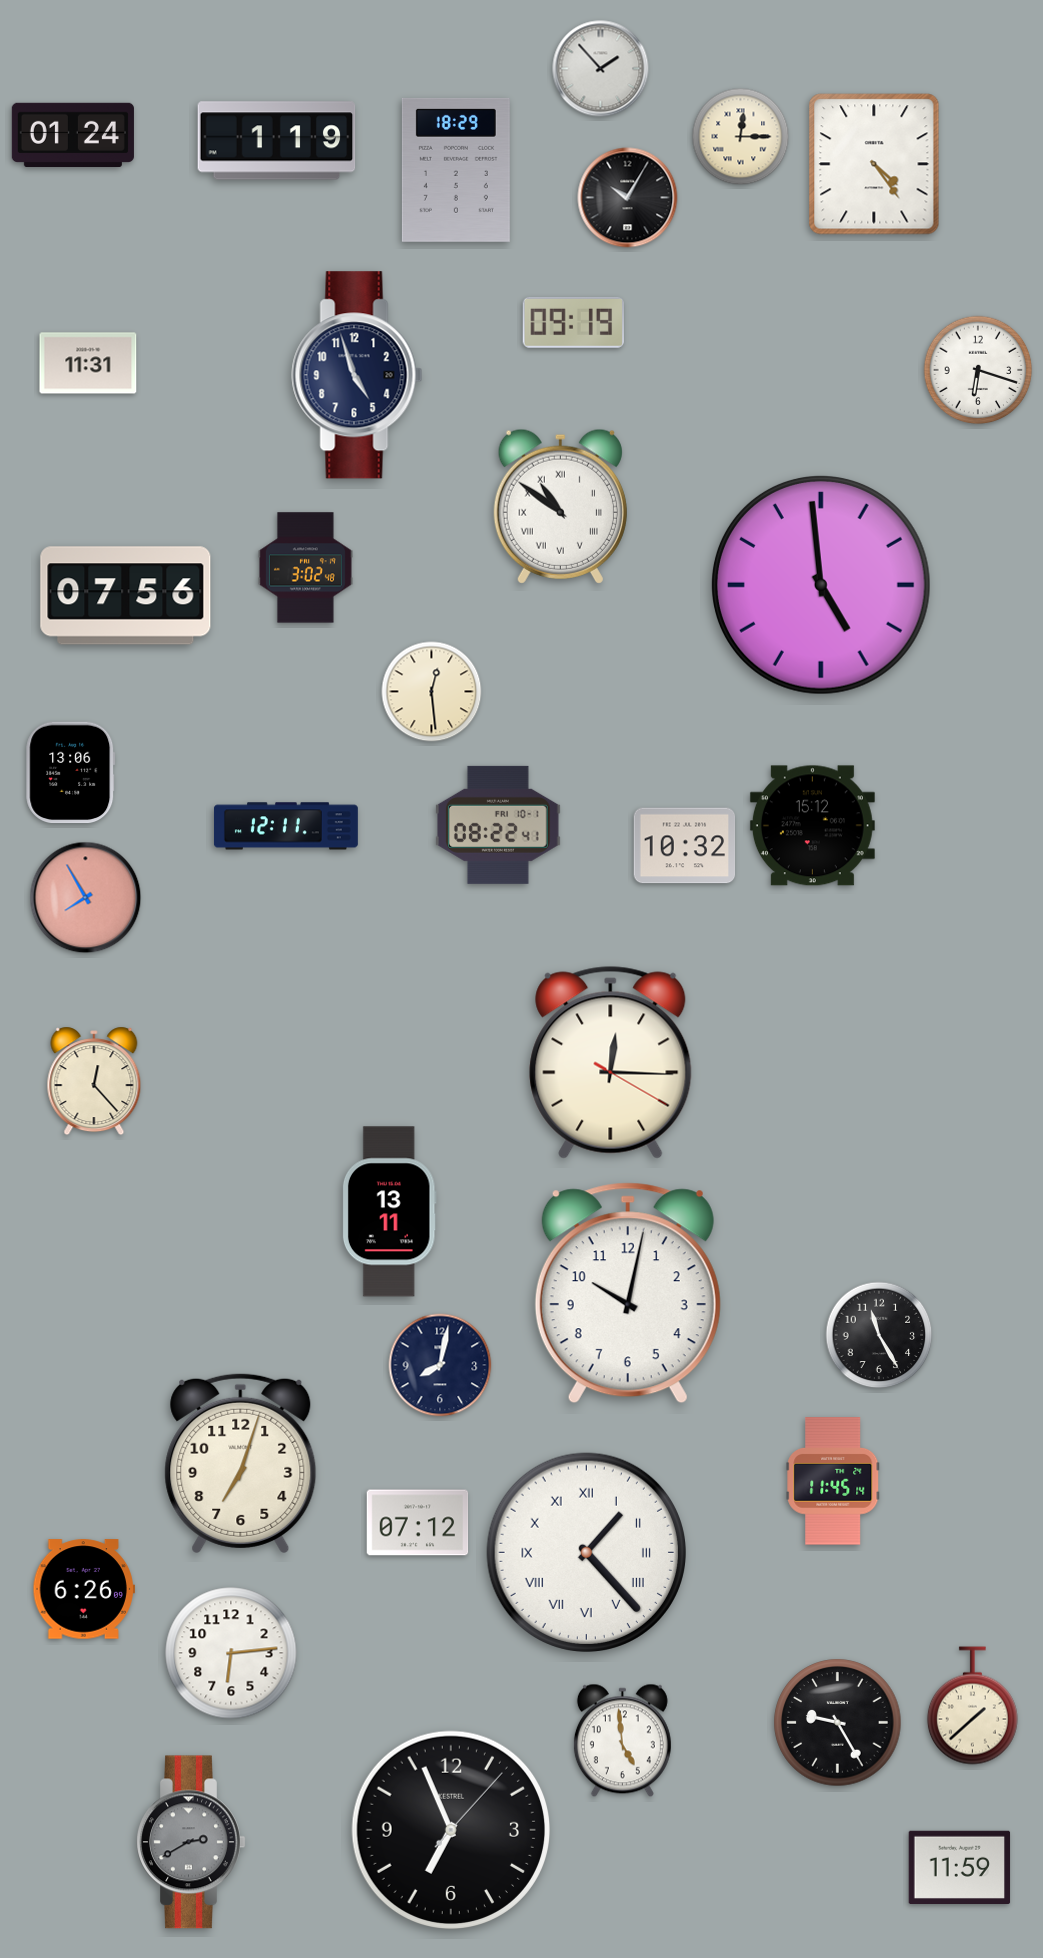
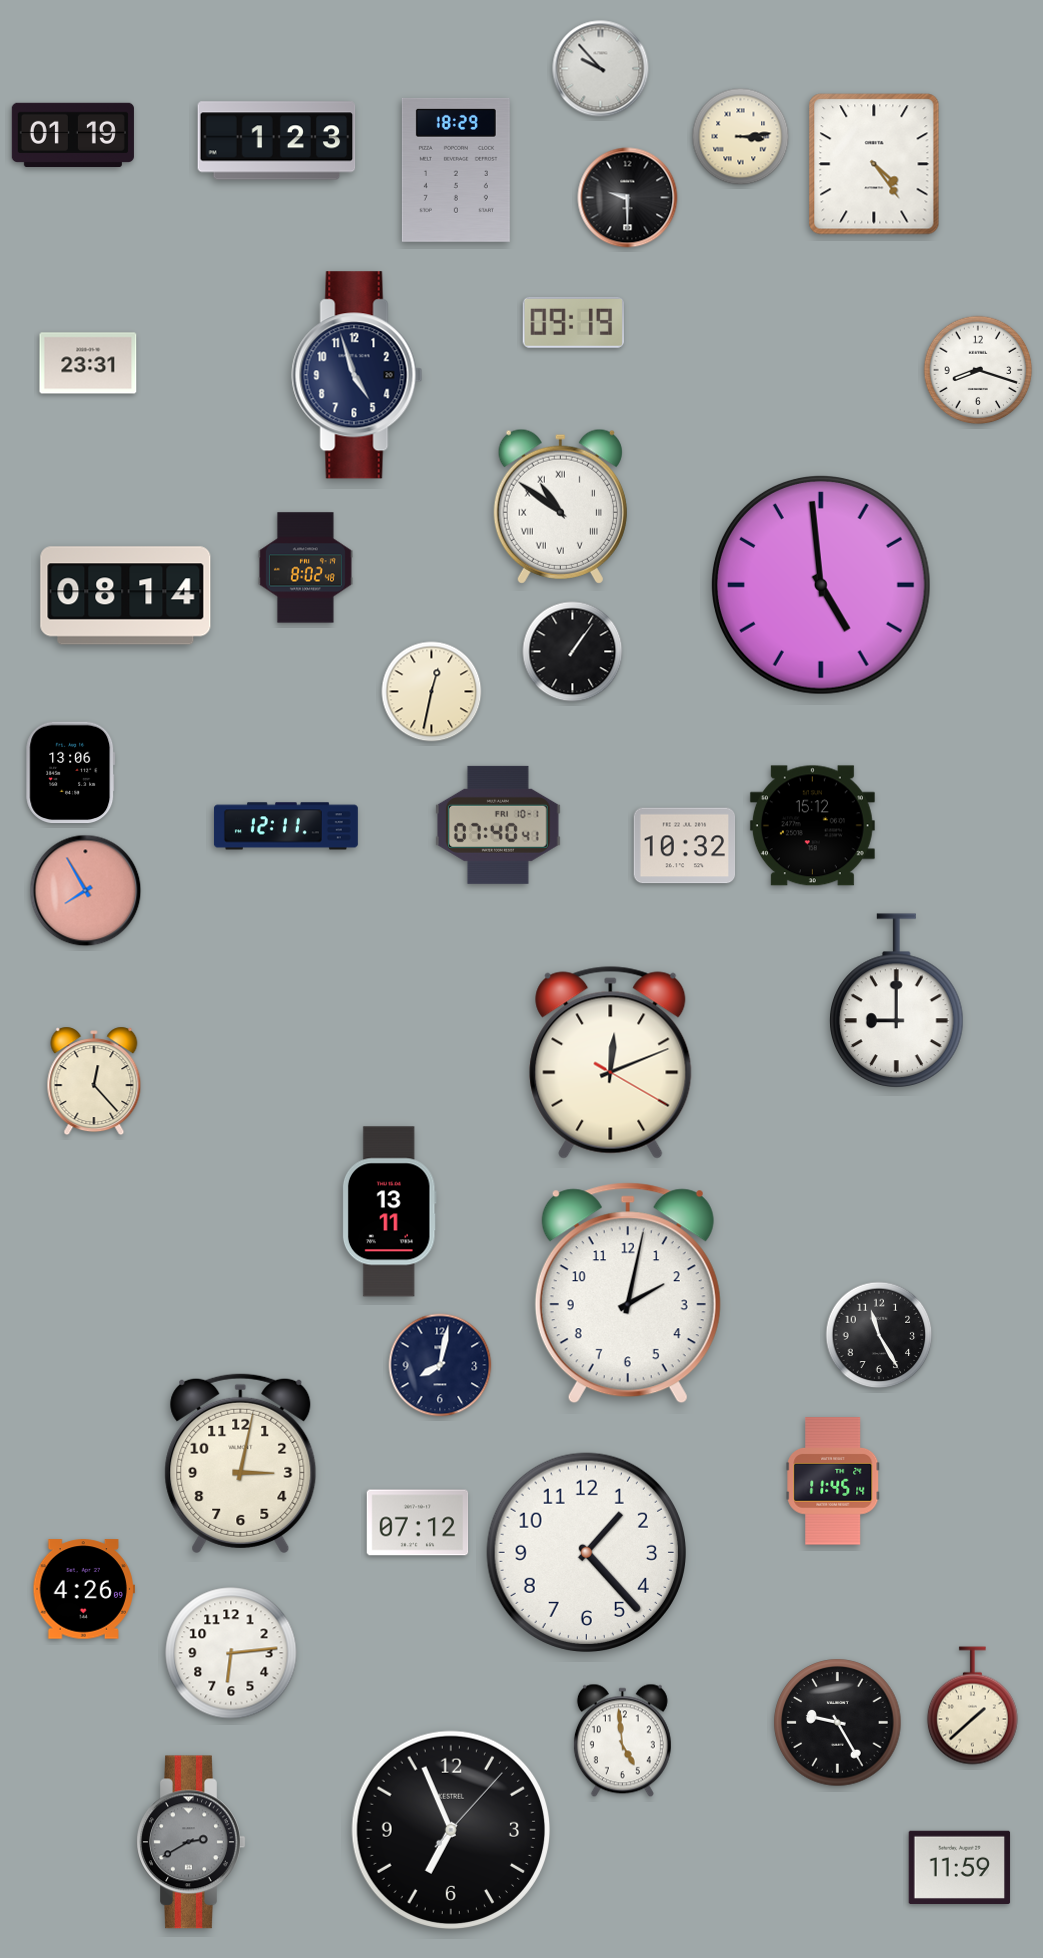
clock at (601, 69): 1:53 -> 9:53
clock at (73, 134): 01:24 -> 01:19
clock at (741, 137): 12:15 -> 3:14
clock at (277, 141): 1:19 -> 1:23
clock at (628, 198): 10:05 -> 9:30
clock at (88, 363): 11:31 -> 23:31
clock at (978, 370): 6:18 -> 8:18
clock at (305, 568): 3:02 -> 8:02
clock at (126, 596): 07:56 -> 08:14
clock at (573, 652): none -> 1:06
clock at (432, 692): 12:29 -> 12:32
clock at (498, 825): 08:22 -> 07:40
clock at (86, 898) position: (86, 898) -> (86, 891)
clock at (897, 1000): none -> 9:00
clock at (611, 1062): 12:15 -> 12:11
clock at (628, 1293): 10:02 -> 2:02
clock at (241, 1463): 7:03 -> 3:02
clock at (586, 1552) numerals: Roman -> Arabic
clock at (83, 1589): 6:26 -> 4:26
